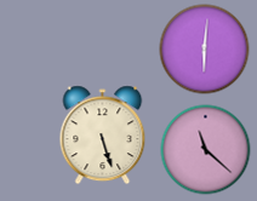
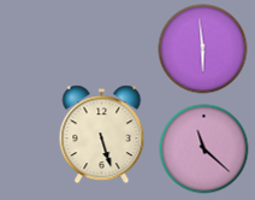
clock at (205, 50): 6:01 -> 5:59
